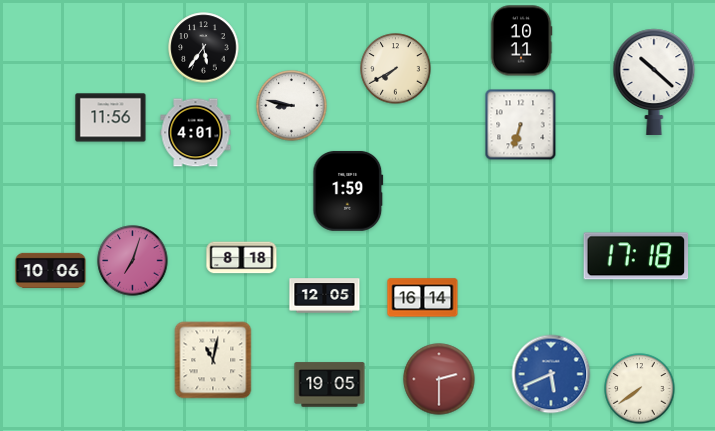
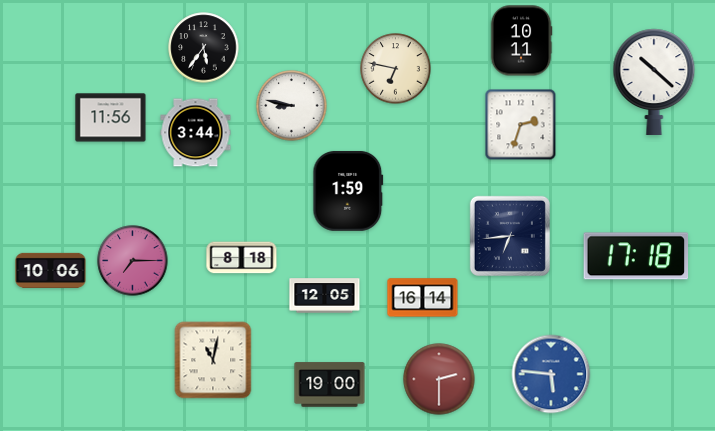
clock at (396, 69): 7:40 -> 6:47
clock at (521, 125): 6:33 -> 2:33
clock at (196, 133): 4:01 -> 3:44
clock at (510, 236): none -> 6:44
clock at (133, 261): 7:03 -> 7:15
clock at (551, 374): 5:41 -> 5:46
clock at (330, 385): 19:05 -> 19:00
clock at (640, 389): 7:39 -> none
